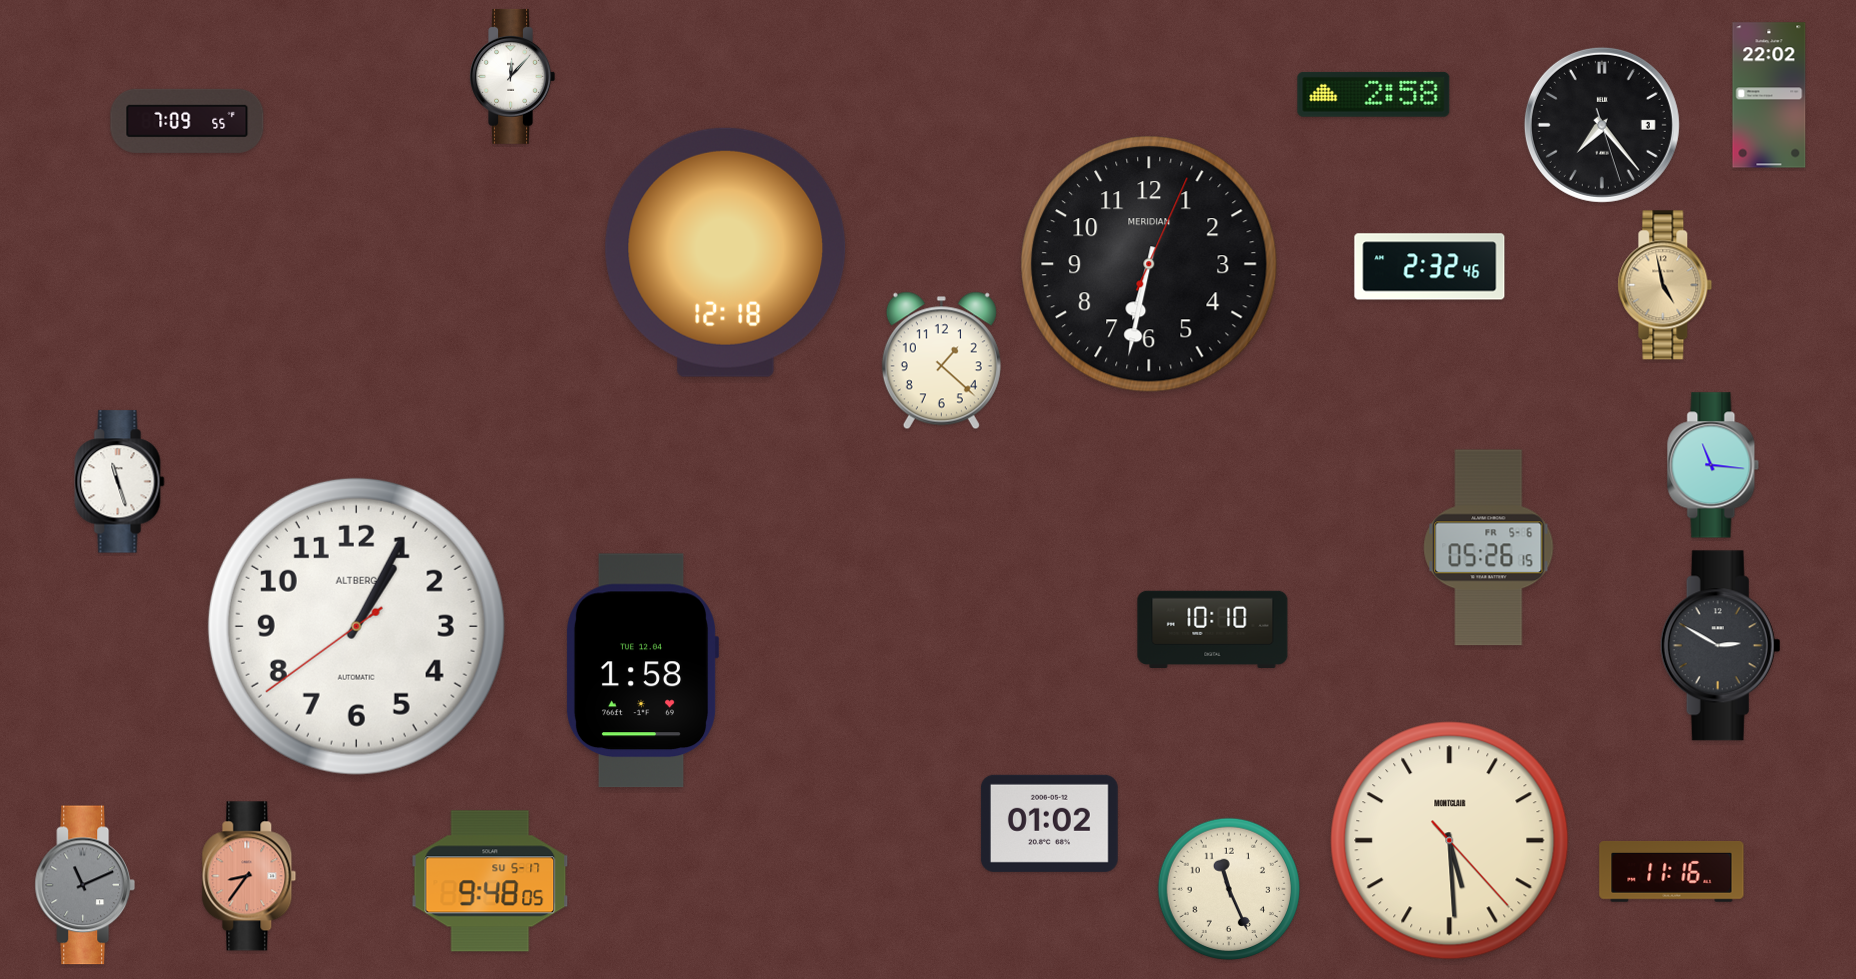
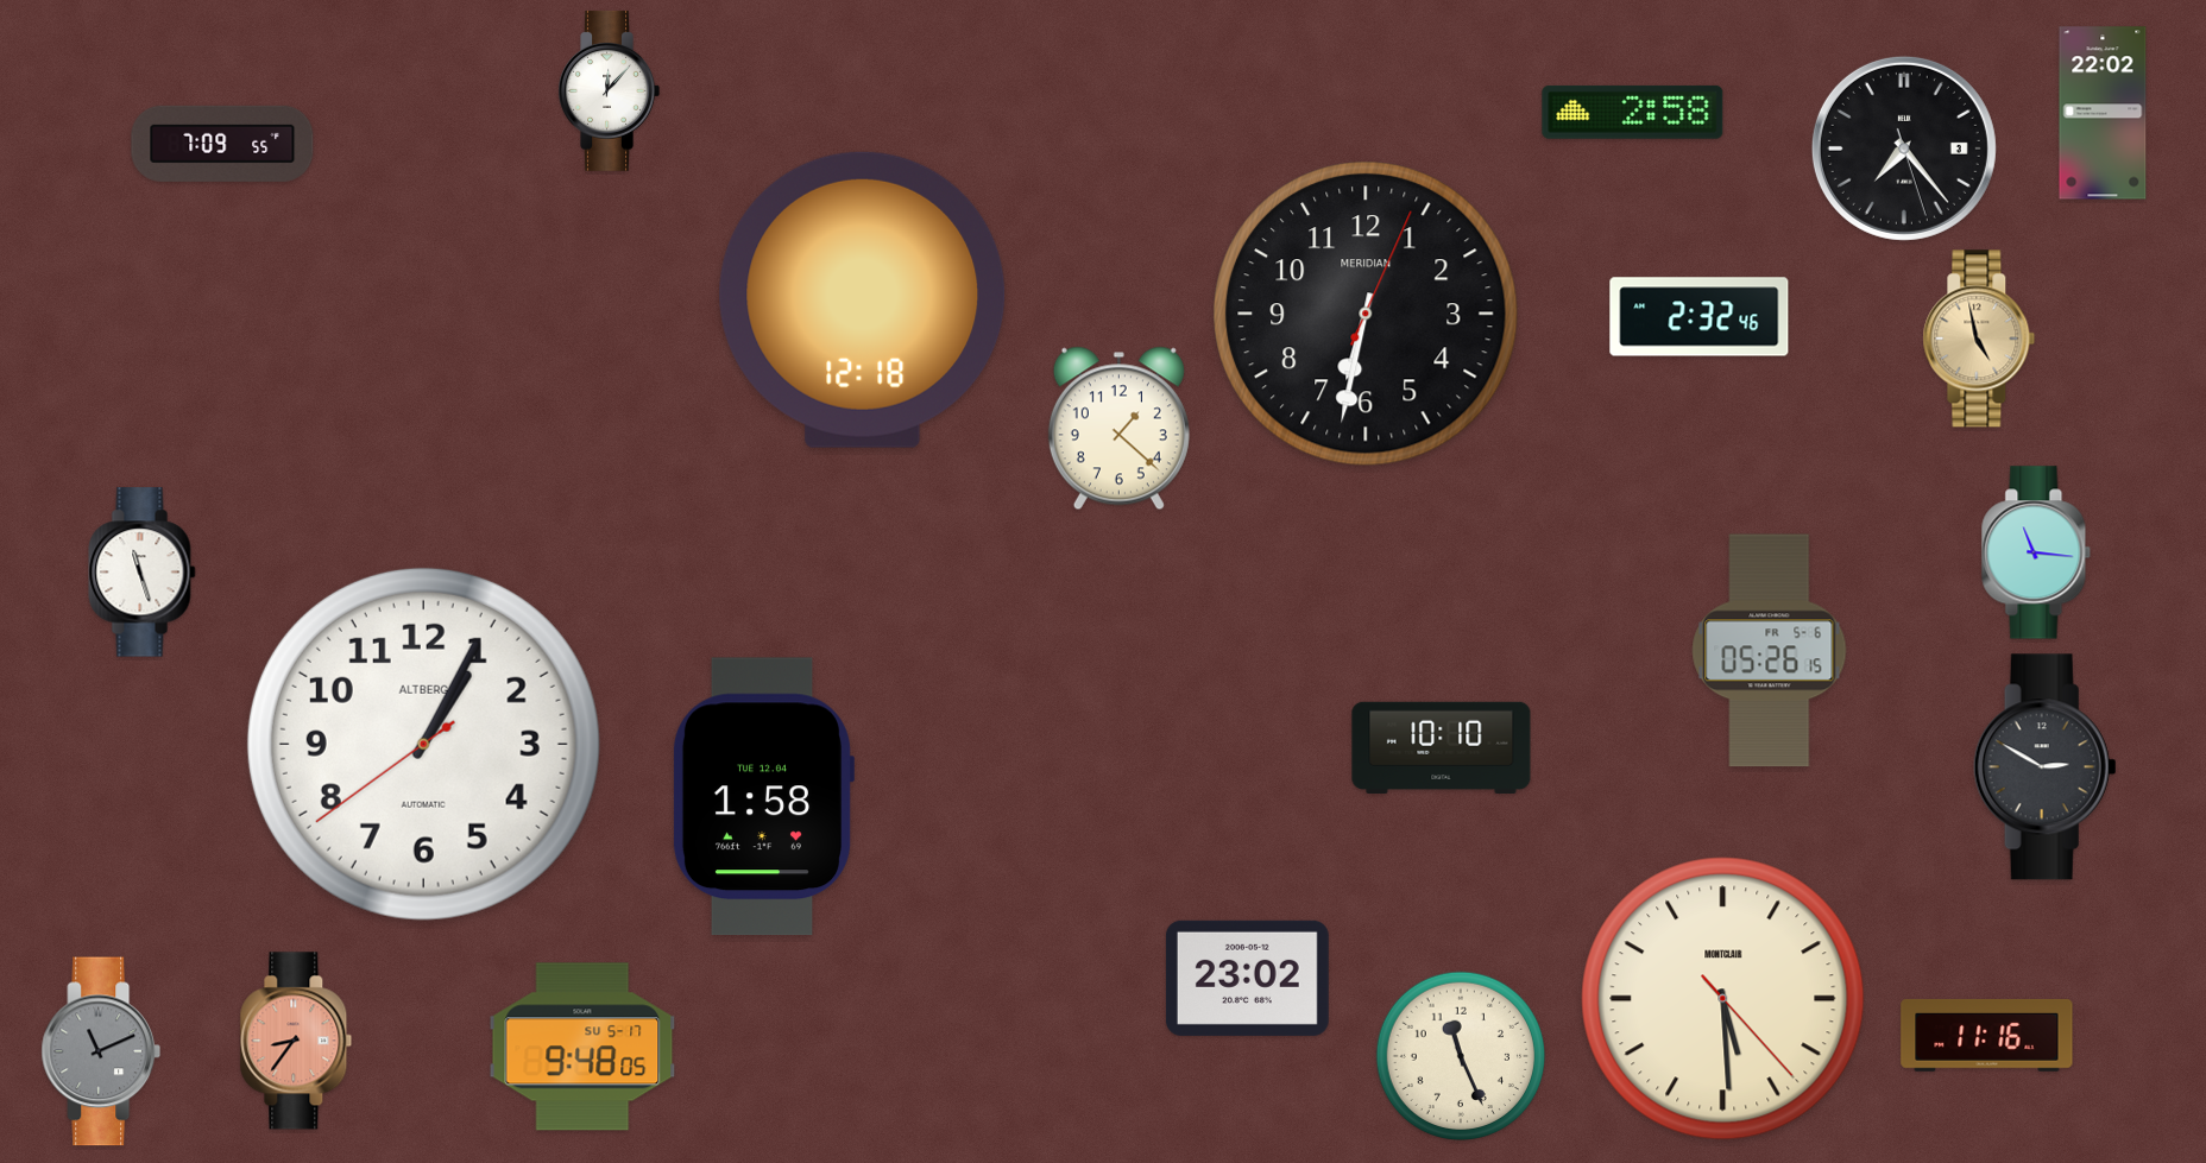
clock at (1049, 823): 01:02 -> 23:02
